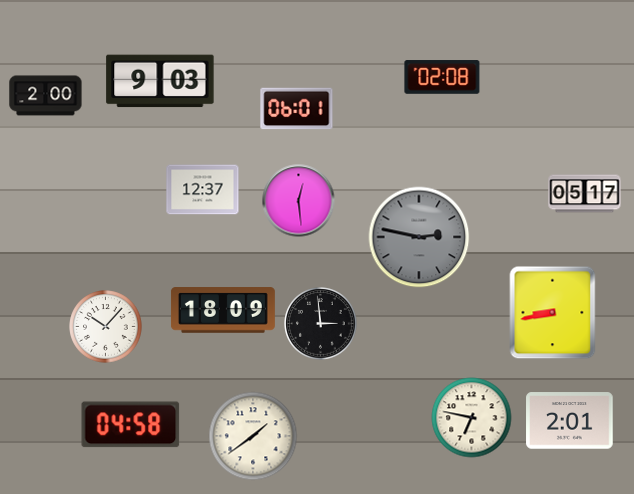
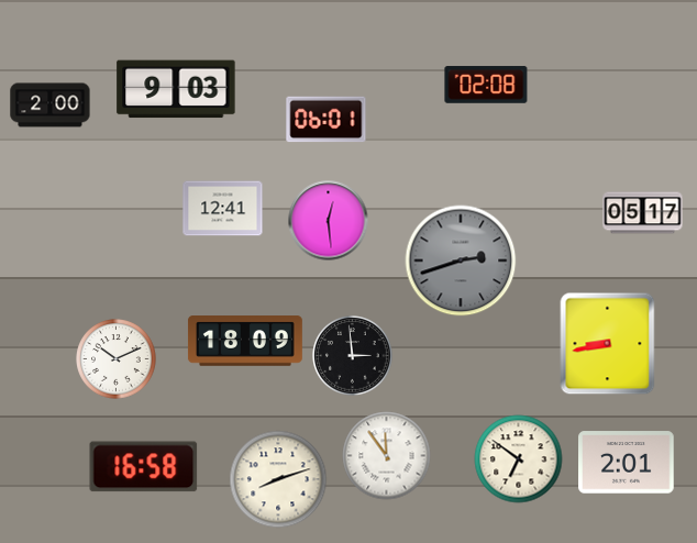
clock at (203, 190): 12:37 -> 12:41
clock at (419, 237): 2:47 -> 2:42
clock at (106, 327): 10:07 -> 10:11
clock at (387, 456): none -> 11:54
clock at (472, 418): 6:47 -> 6:51
clock at (131, 425): 04:58 -> 16:58
clock at (253, 436): 1:39 -> 8:12
